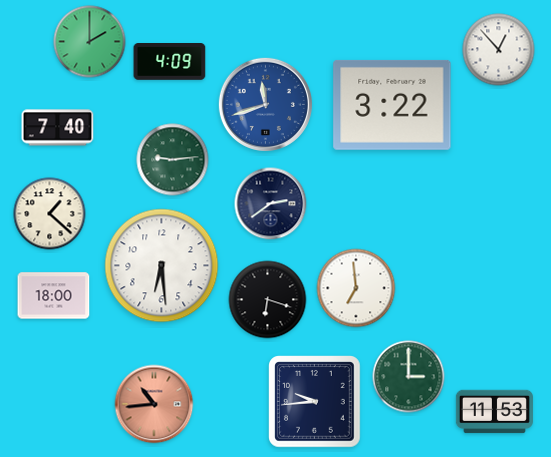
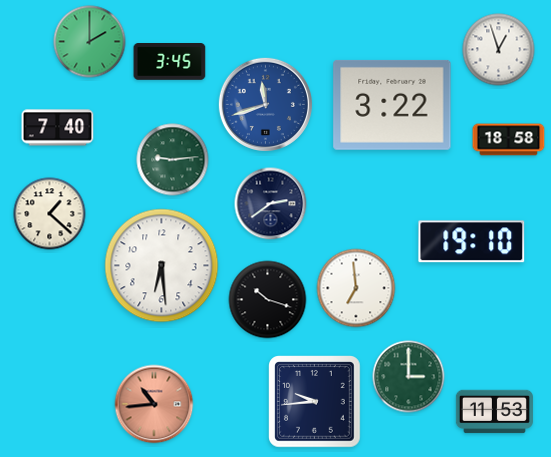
clock at (499, 50): 12:53 -> 12:57
clock at (170, 62): 4:09 -> 3:45
clock at (509, 140): none -> 18:58
clock at (472, 242): none -> 19:10
clock at (54, 296): 18:00 -> none
clock at (268, 300): 6:18 -> 10:18
